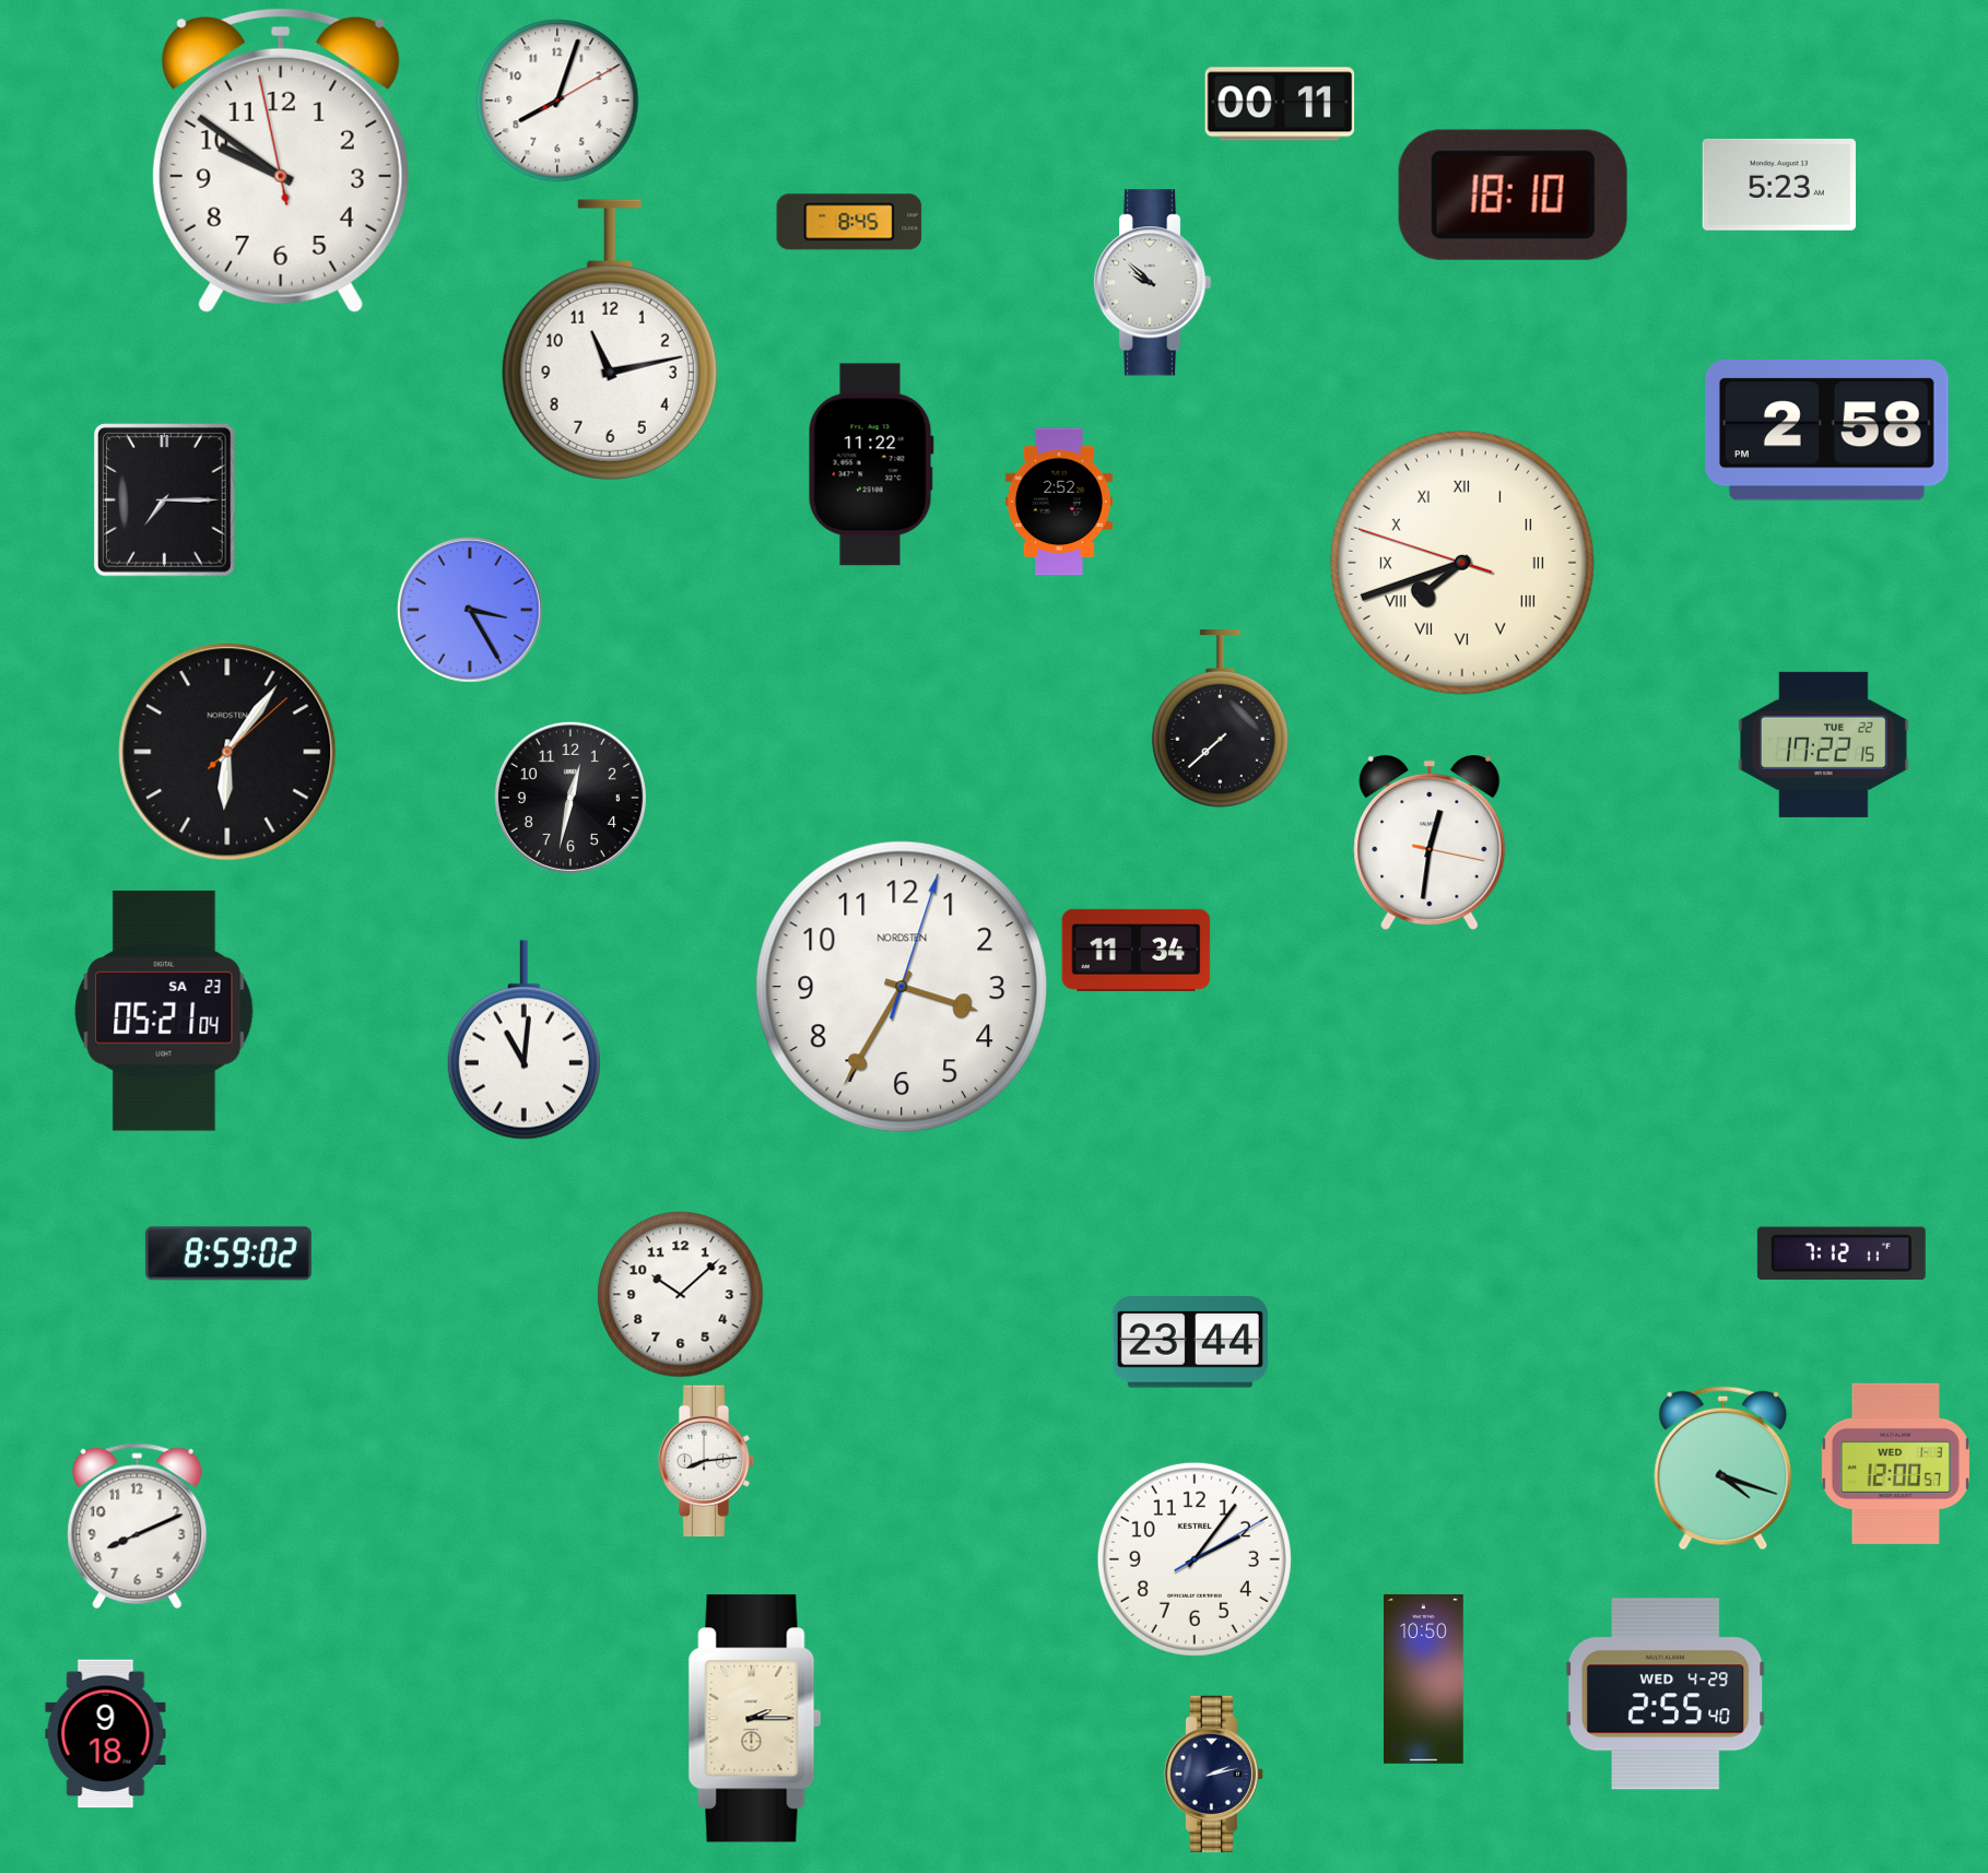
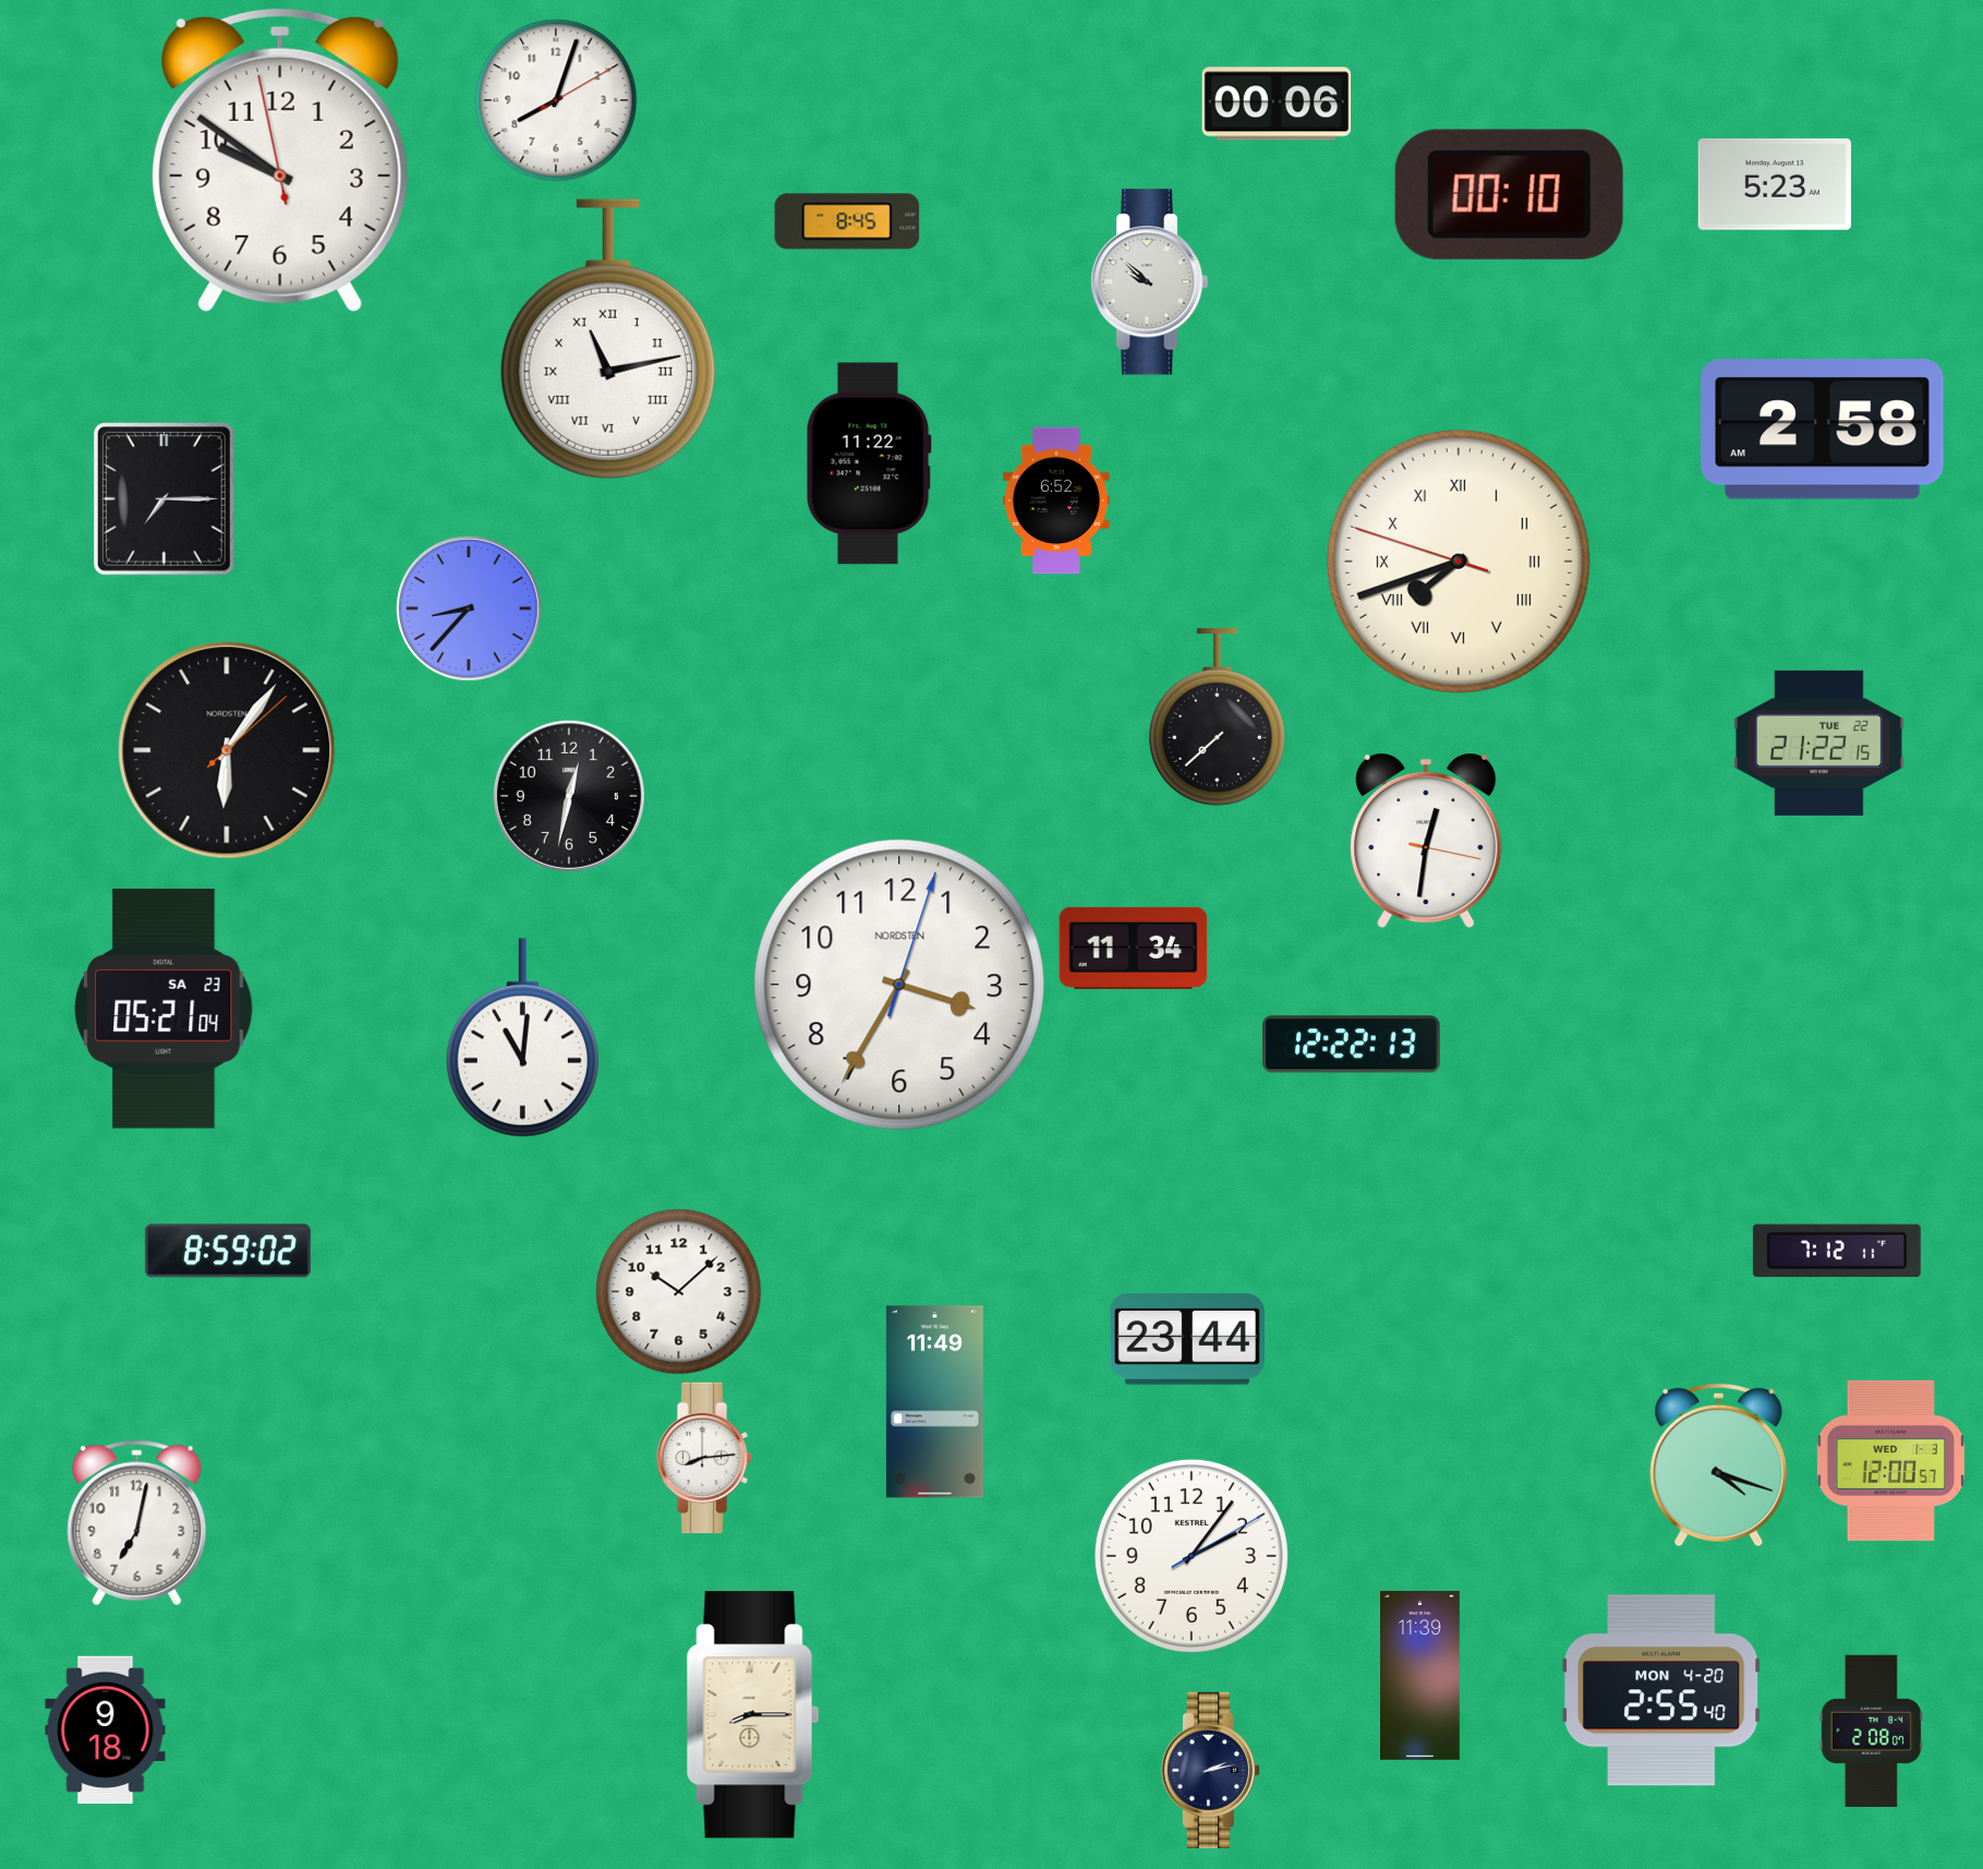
clock at (1280, 104): 00:11 -> 00:06
clock at (1513, 195): 18:10 -> 00:10
clock at (610, 340) numerals: Arabic -> Roman
clock at (1827, 431): 2:58 PM -> 2:58 AM
clock at (1059, 502): 2:52 -> 6:52
clock at (470, 610): 3:25 -> 8:37
clock at (1823, 744): 17:22 -> 21:22
clock at (1352, 1045): none -> 12:22
clock at (934, 1402): none -> 11:49
clock at (138, 1527): 8:11 -> 7:02
clock at (1424, 1678): 10:50 -> 11:39
clock at (1666, 1694) date: WED 4-29 -> MON 4-20
clock at (755, 1719): 2:15 -> 8:15
clock at (1871, 1732): none -> 2:08
